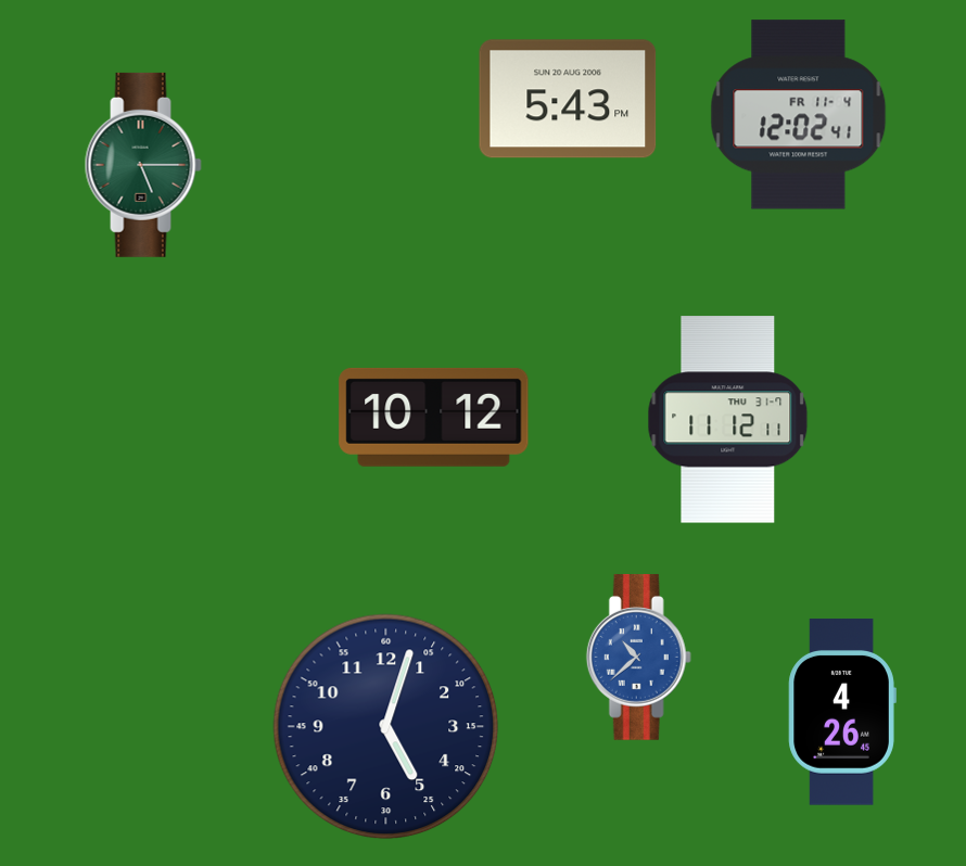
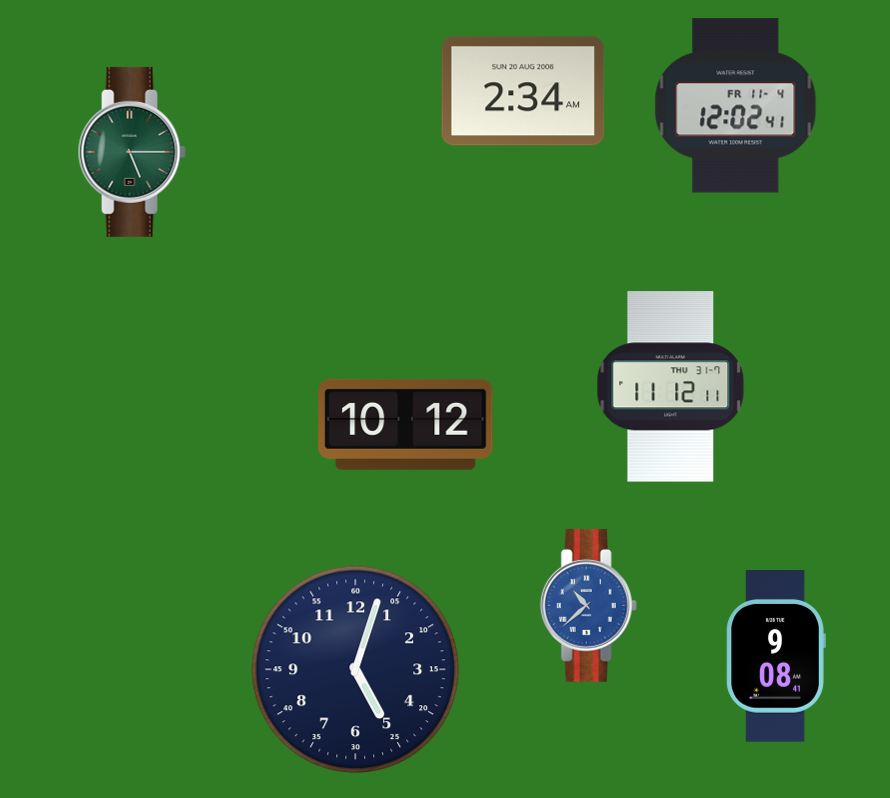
clock at (568, 99): 5:43 -> 2:34
clock at (434, 417) position: (434, 417) -> (406, 424)
clock at (842, 712): 4:26 -> 9:08
